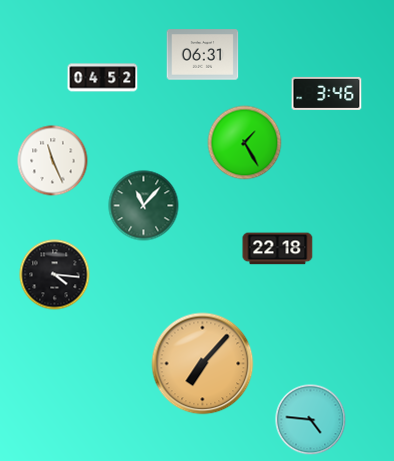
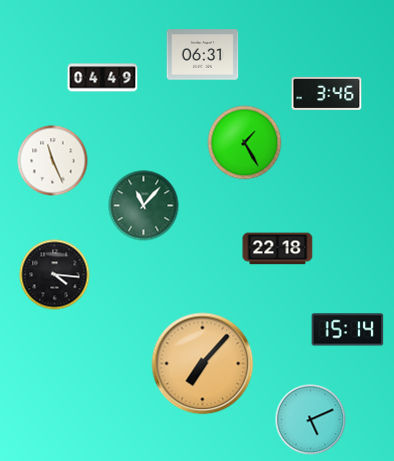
clock at (103, 78): 04:52 -> 04:49
clock at (348, 330): none -> 15:14
clock at (311, 420): 4:46 -> 5:11
